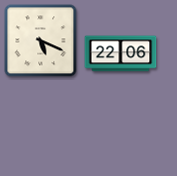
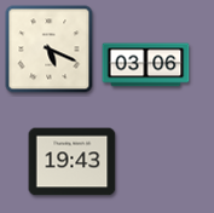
clock at (121, 54): 22:06 -> 03:06
clock at (73, 162): none -> 19:43
